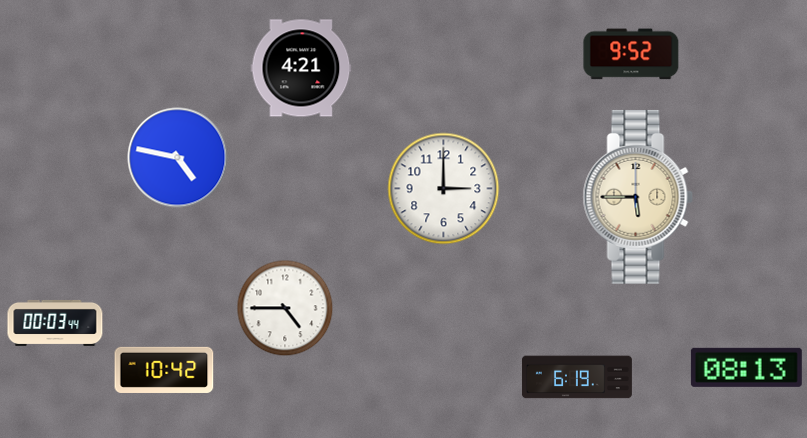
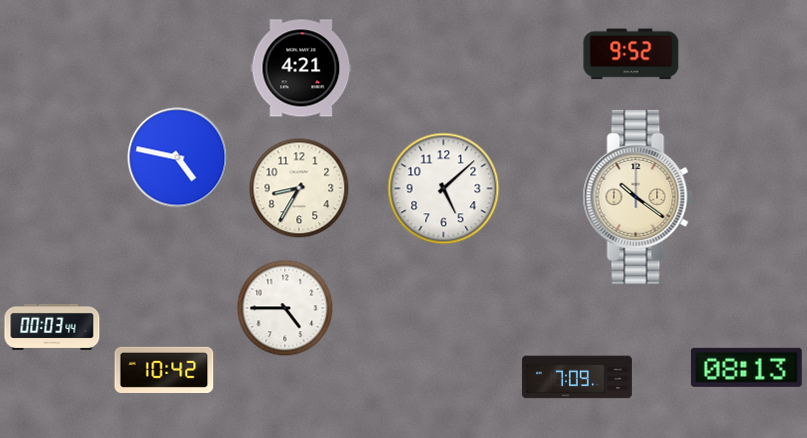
clock at (299, 188): none -> 8:35
clock at (444, 189): 3:00 -> 5:08
clock at (638, 197): 5:45 -> 10:21
clock at (55, 323) position: (55, 323) -> (52, 327)
clock at (577, 377): 6:19 -> 7:09
